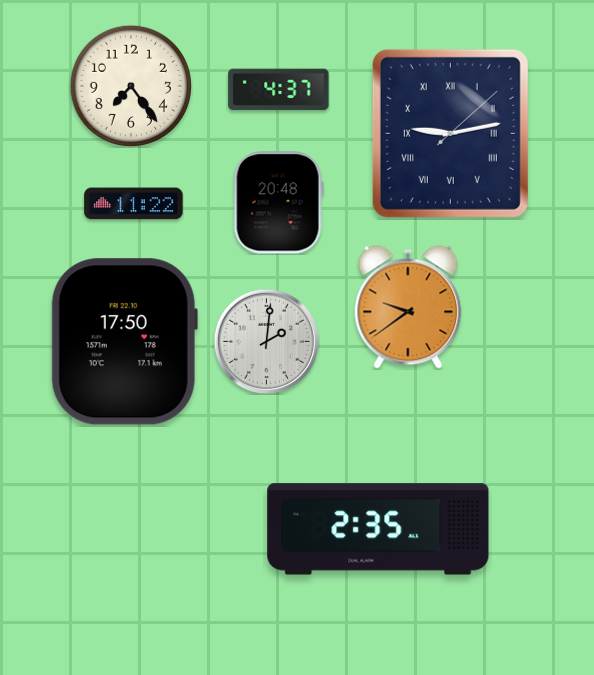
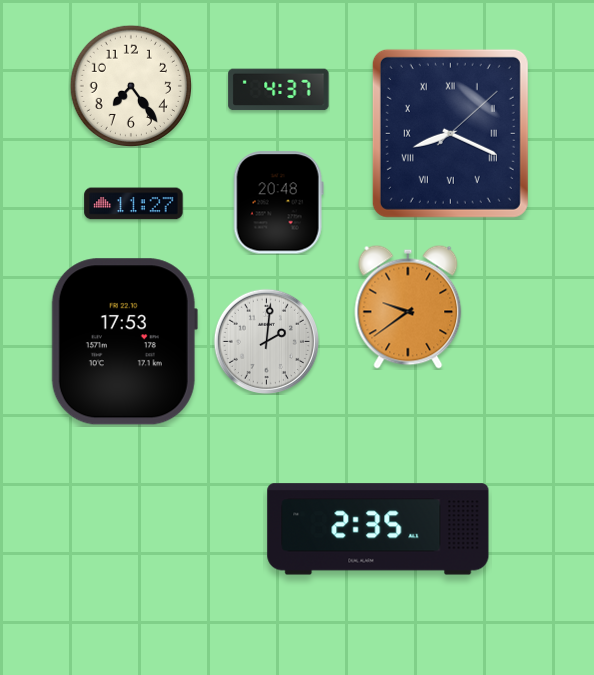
clock at (450, 133): 9:13 -> 8:19
clock at (134, 204): 11:22 -> 11:27
clock at (124, 342): 17:50 -> 17:53
